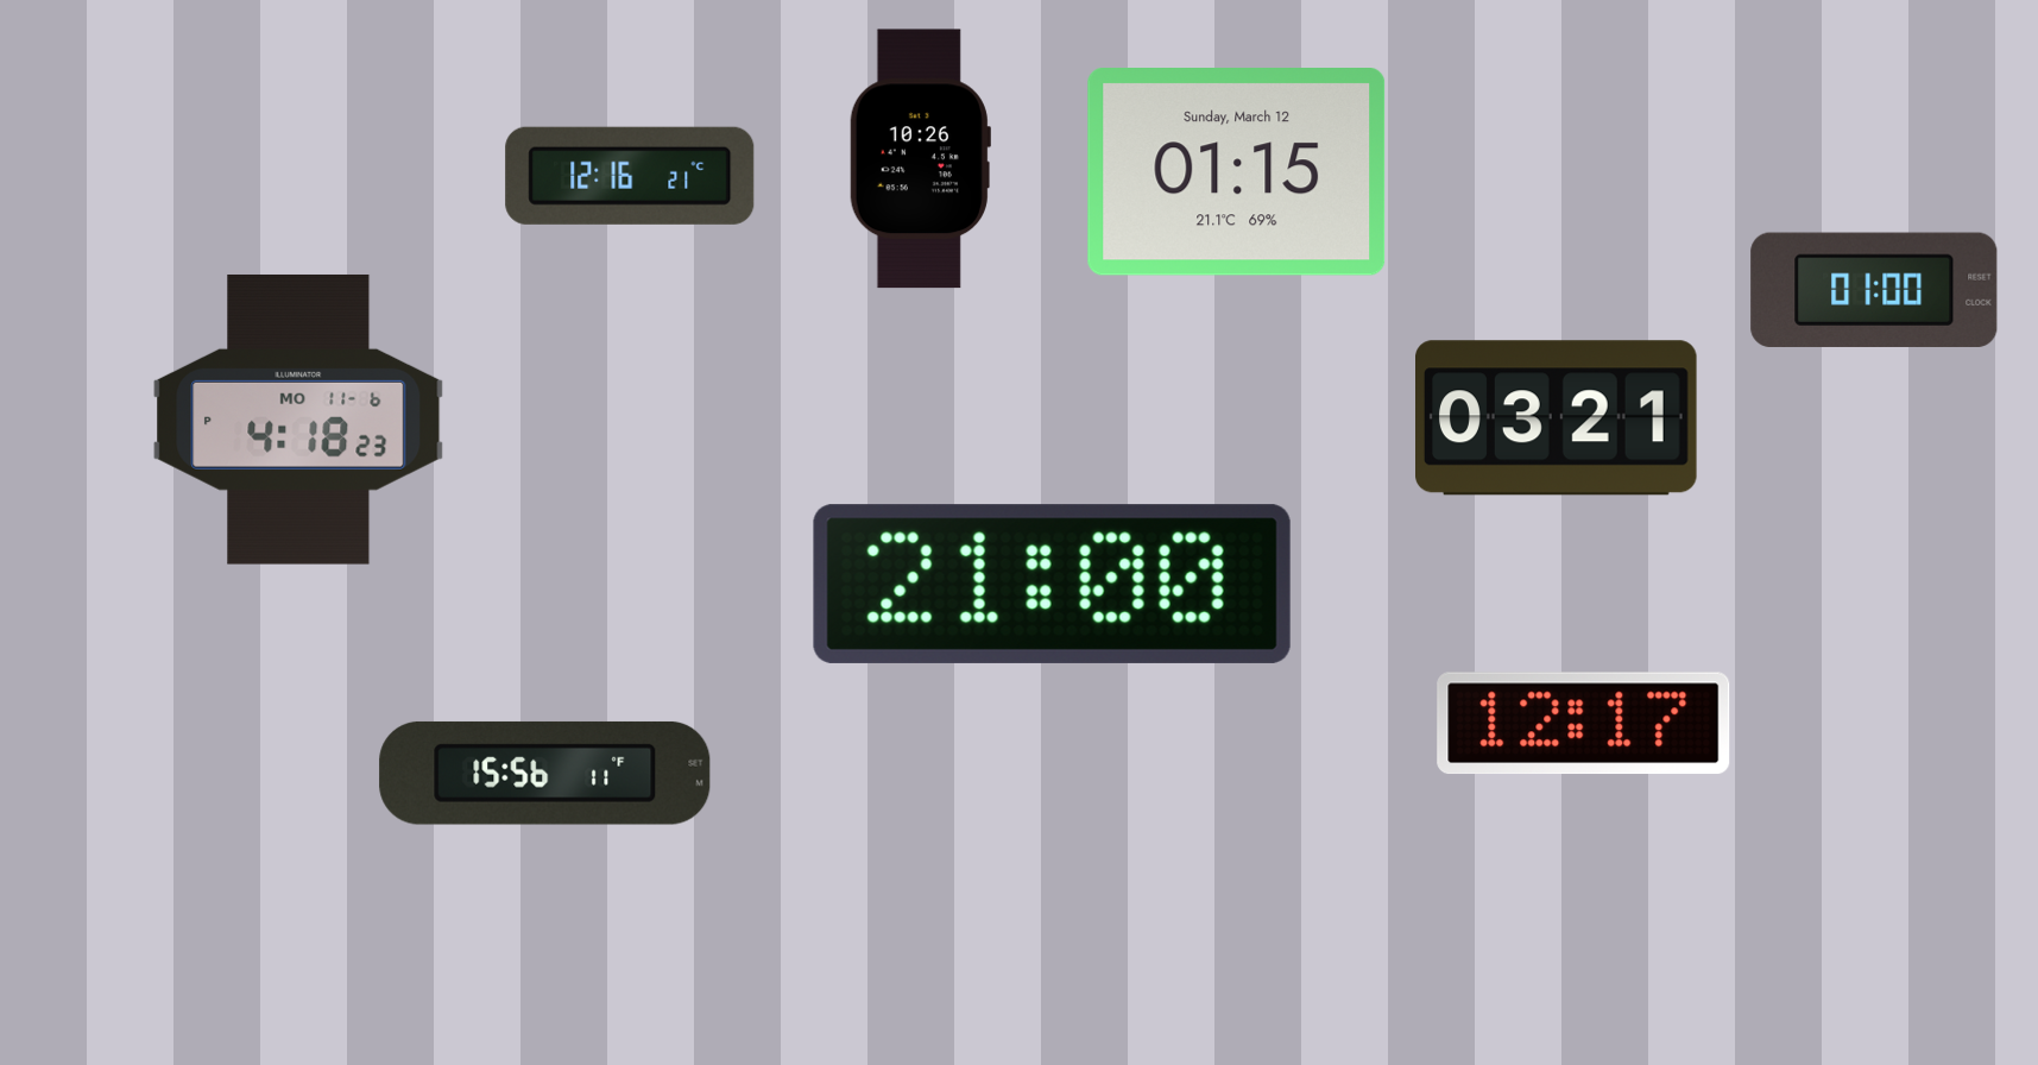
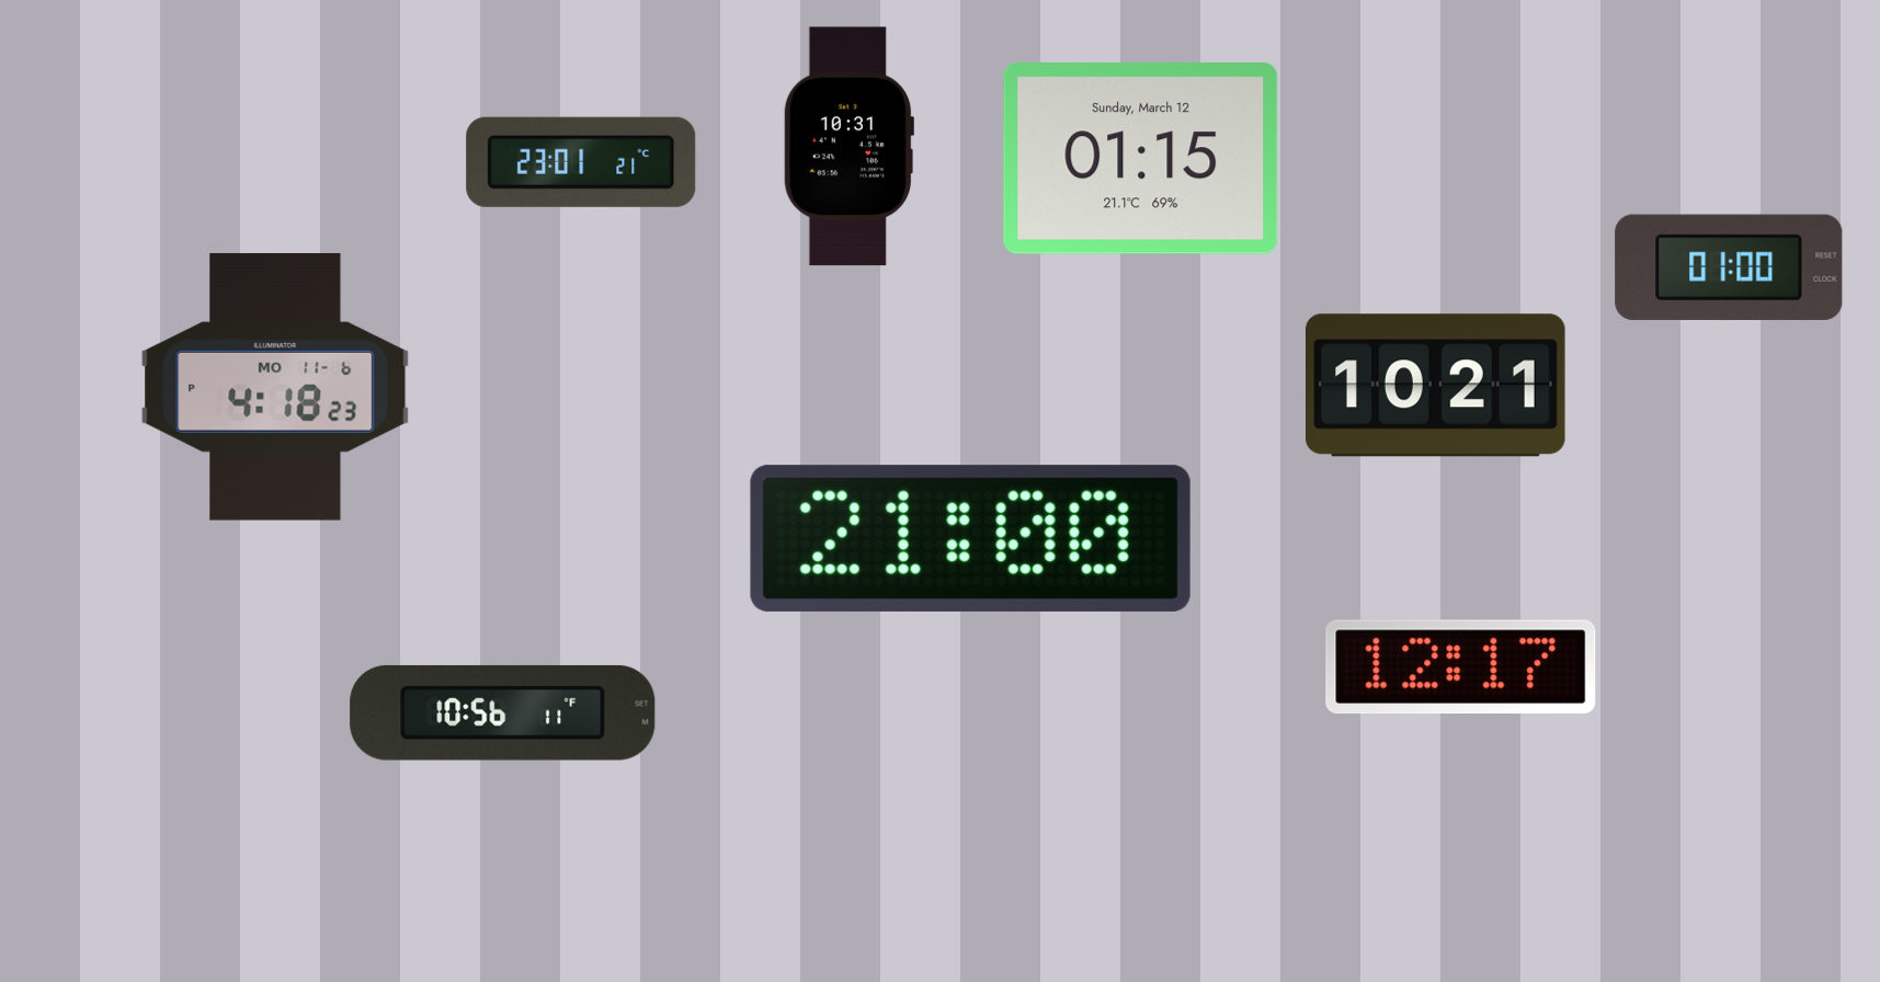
clock at (920, 159): 10:26 -> 10:31
clock at (630, 176): 12:16 -> 23:01
clock at (1557, 418): 03:21 -> 10:21
clock at (545, 773): 15:56 -> 10:56
